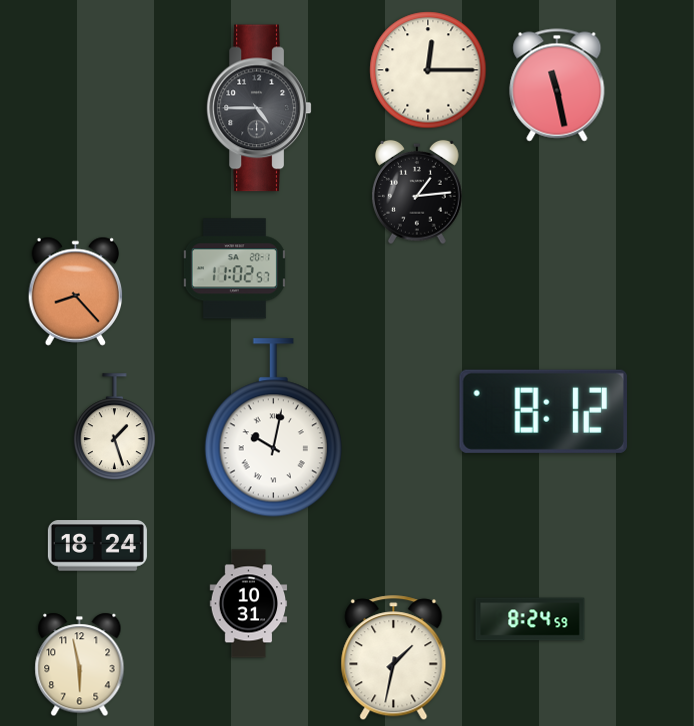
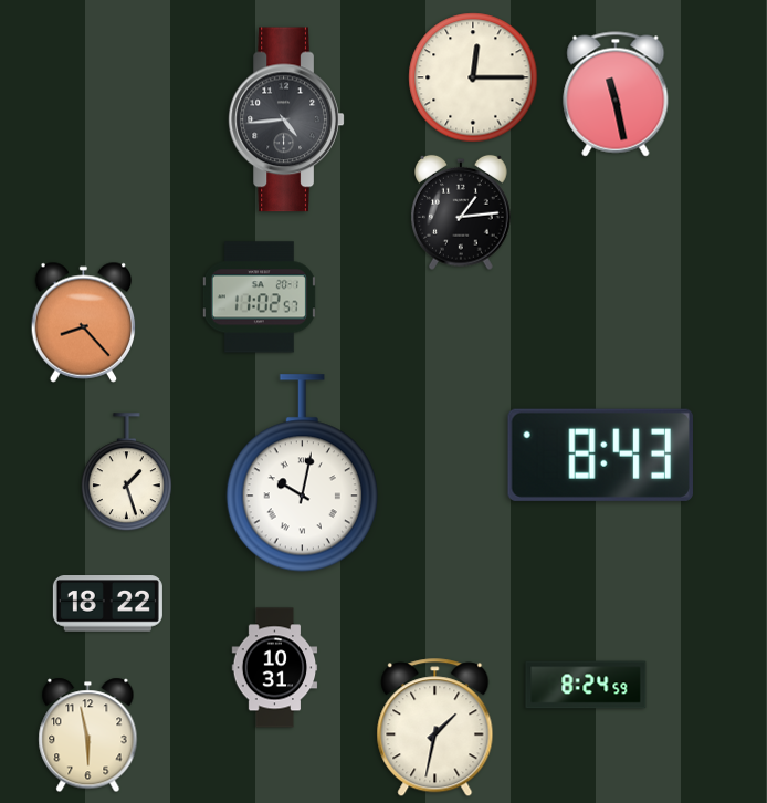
clock at (259, 108): 4:45 -> 4:44
clock at (543, 411): 8:12 -> 8:43
clock at (97, 546): 18:24 -> 18:22
